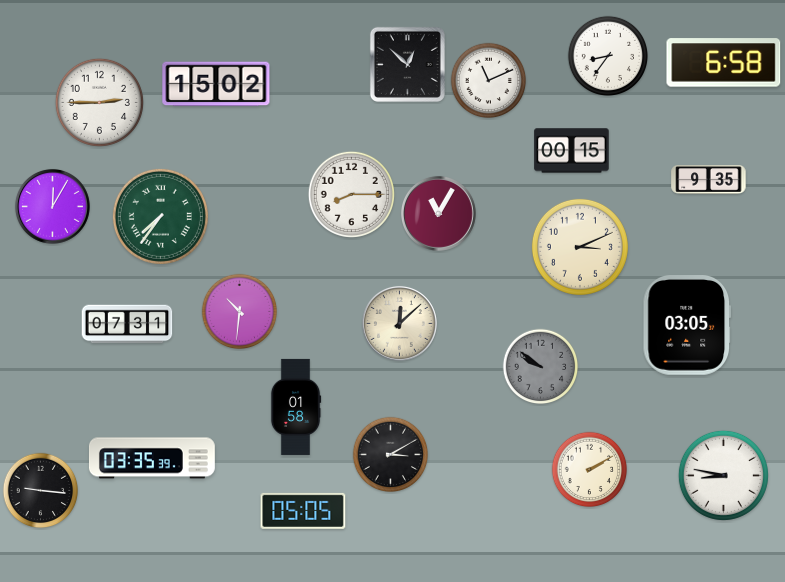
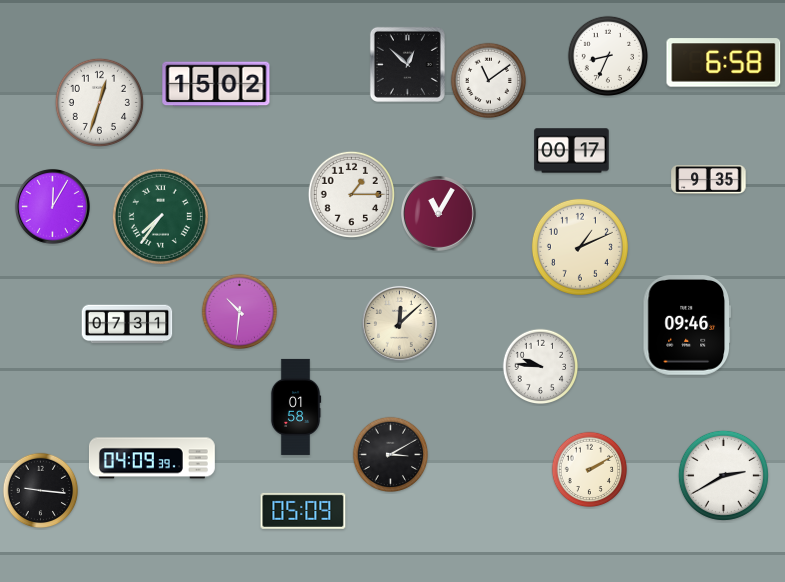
clock at (607, 55): 8:36 -> 8:34
clock at (489, 81): 11:11 -> 11:09
clock at (99, 102): 2:45 -> 12:33
clock at (572, 151): 00:15 -> 00:17
clock at (351, 194): 8:15 -> 1:15
clock at (580, 247): 3:11 -> 1:11
clock at (686, 326): 03:05 -> 09:46
clock at (541, 367): 9:51 -> 9:46
clock at (541, 367) dial: grey -> white
clock at (152, 458): 03:35 -> 04:09
clock at (723, 475): 8:47 -> 2:40
clock at (303, 511): 05:05 -> 05:09
